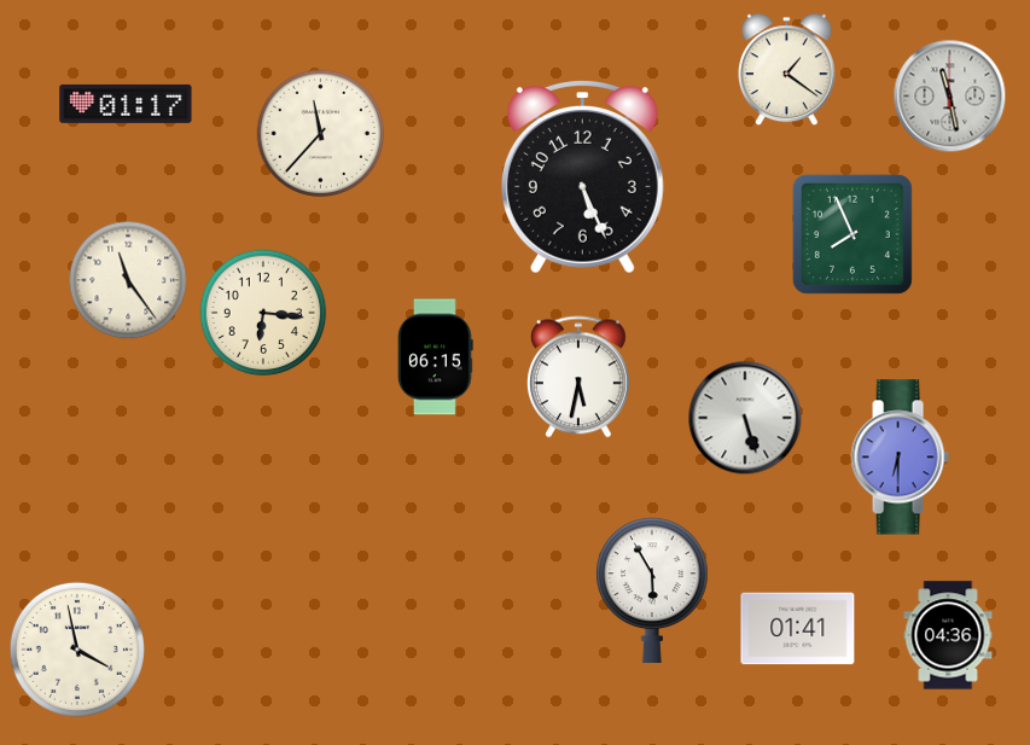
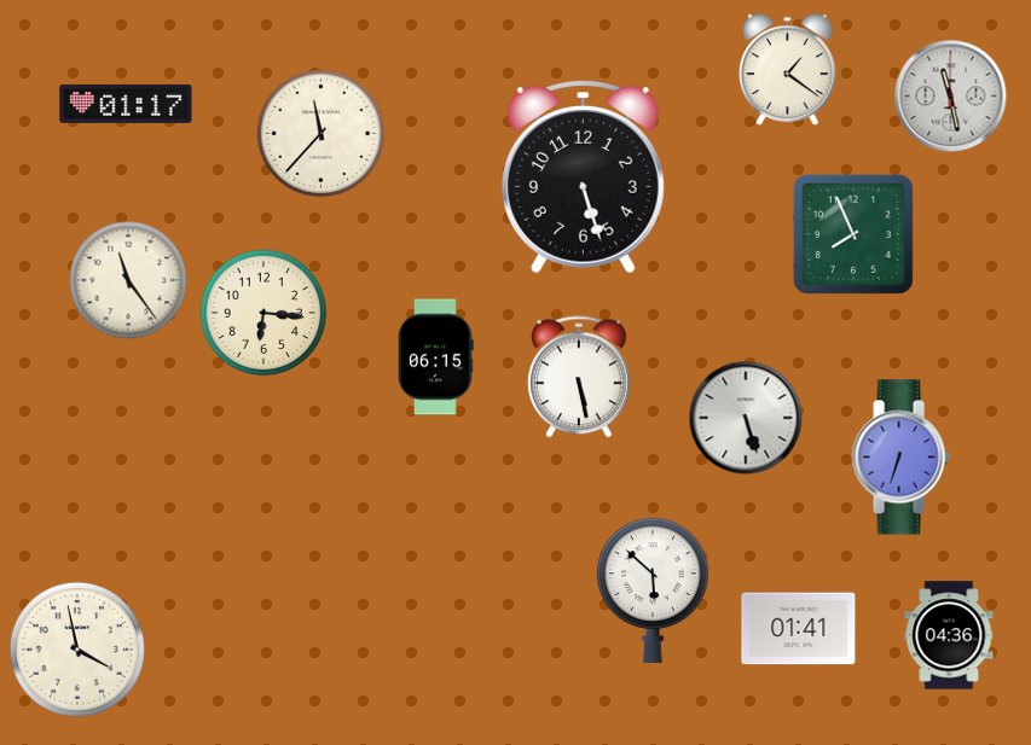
clock at (582, 177): 5:26 -> 5:27
clock at (578, 377): 5:32 -> 5:28
clock at (900, 458): 6:30 -> 6:33
clock at (653, 590): 5:55 -> 5:52
